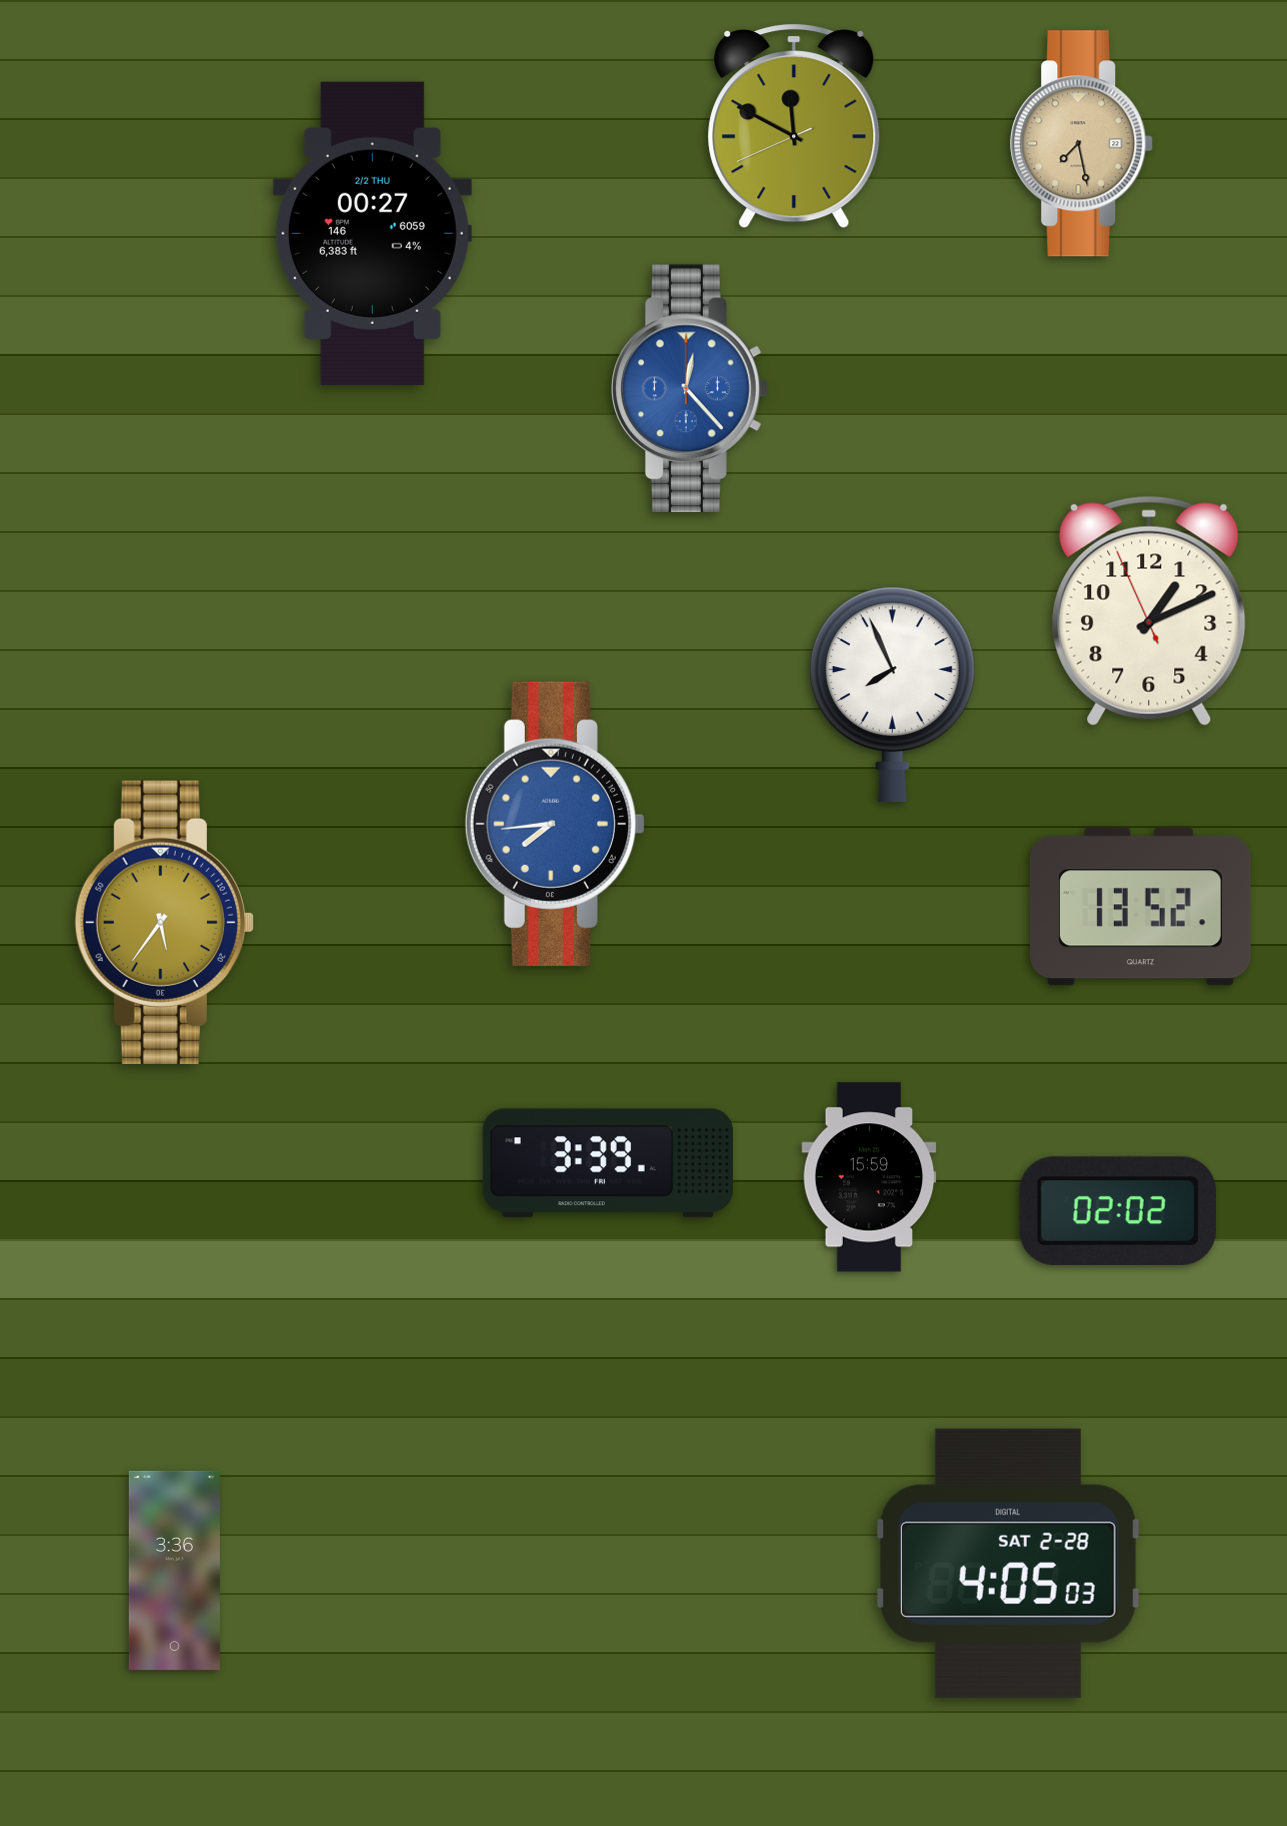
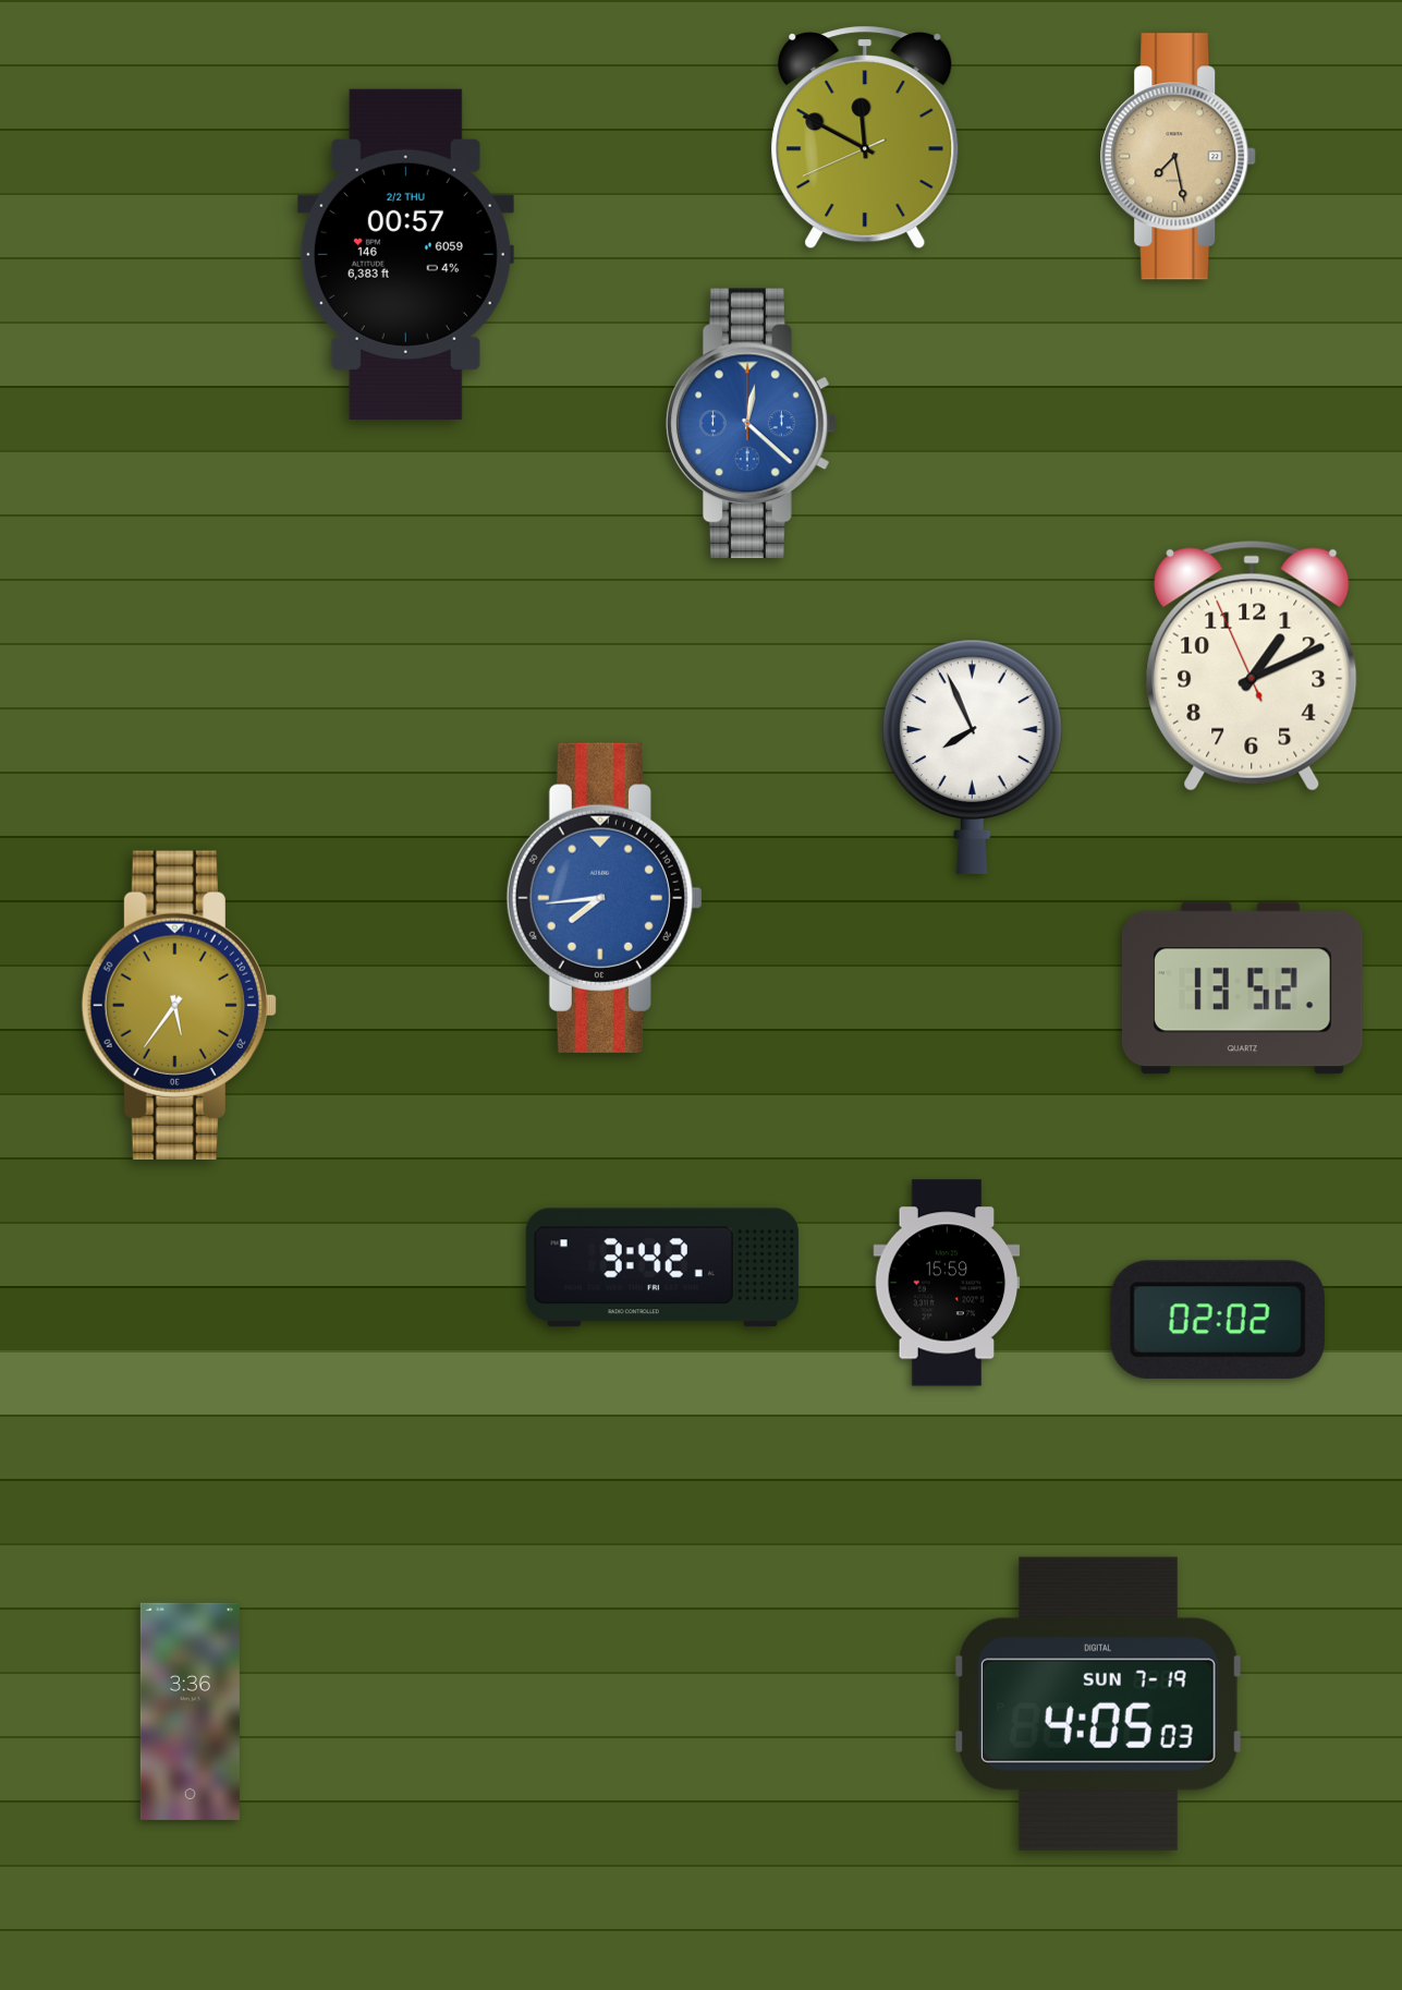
clock at (372, 233): 00:27 -> 00:57
clock at (690, 389): 12:23 -> 12:22
clock at (608, 1163): 3:39 -> 3:42
clock at (1008, 1563) date: SAT 2-28 -> SUN 7-19
